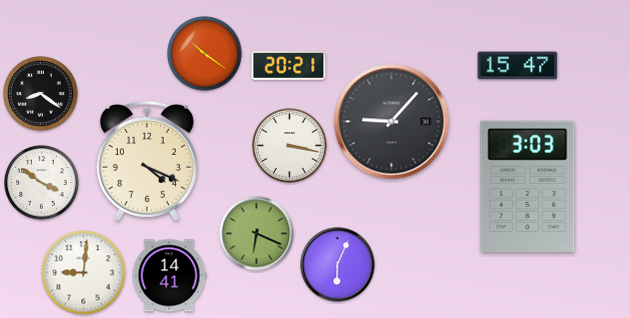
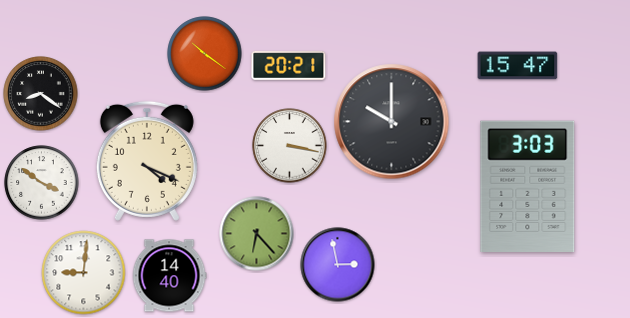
clock at (392, 122): 9:07 -> 10:00
clock at (257, 234): 6:19 -> 6:23
clock at (338, 265): 6:04 -> 2:58
clock at (169, 276): 14:41 -> 14:40
